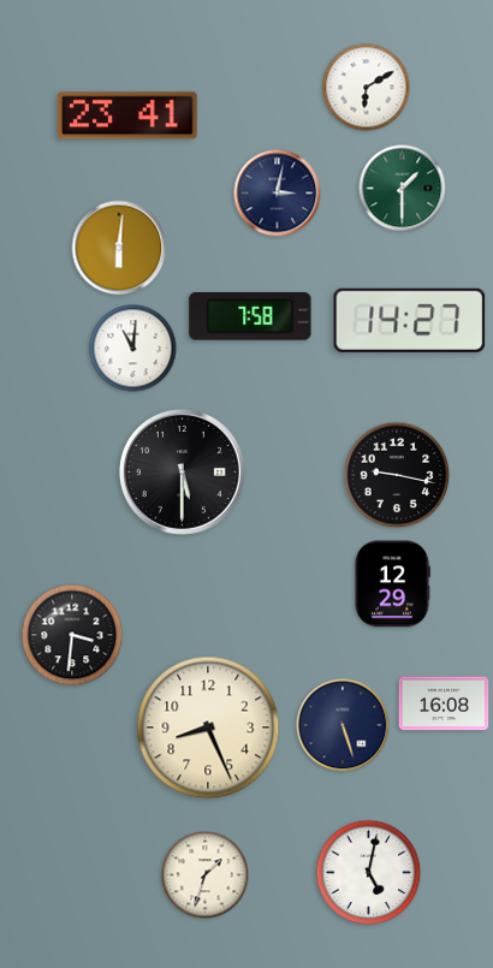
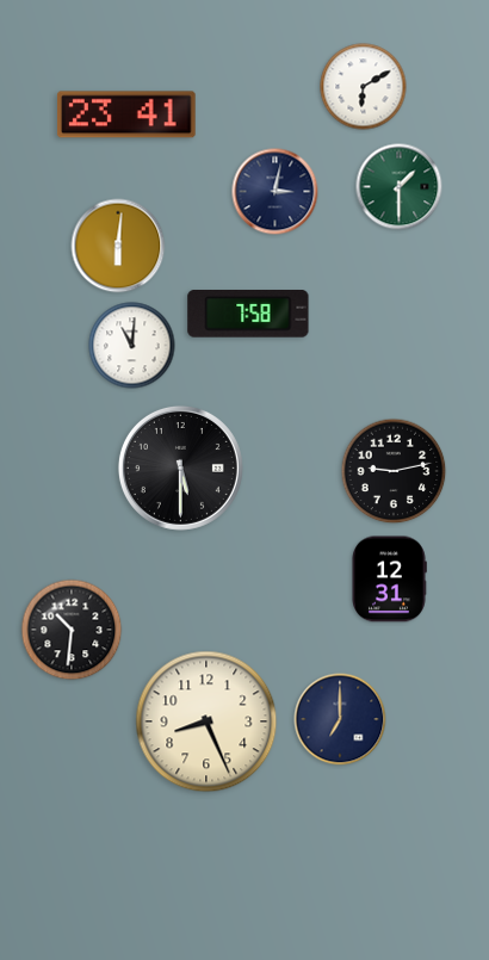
clock at (410, 320): 14:27 -> none
clock at (397, 475): 9:17 -> 9:13
clock at (392, 584): 12:29 -> 12:31
clock at (72, 635): 3:31 -> 10:31
clock at (444, 703): 16:08 -> none
clock at (343, 725): 5:27 -> 7:00
clock at (369, 873): 5:02 -> none
clock at (206, 875): 1:33 -> none
